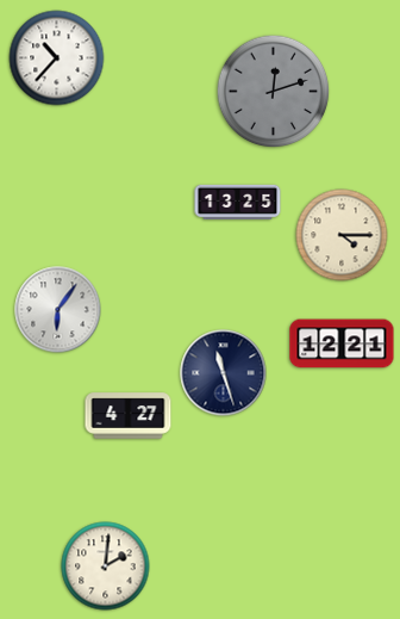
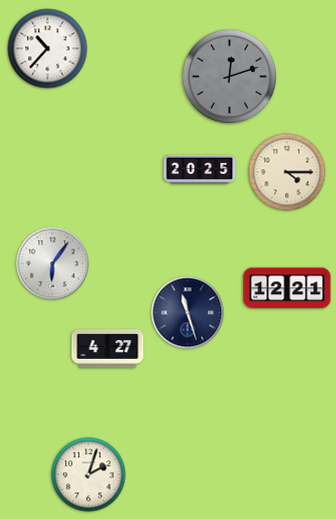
clock at (238, 202): 13:25 -> 20:25
clock at (342, 235) position: (342, 235) -> (287, 172)
clock at (58, 310) position: (58, 310) -> (53, 264)
clock at (106, 567): 2:01 -> 2:03
